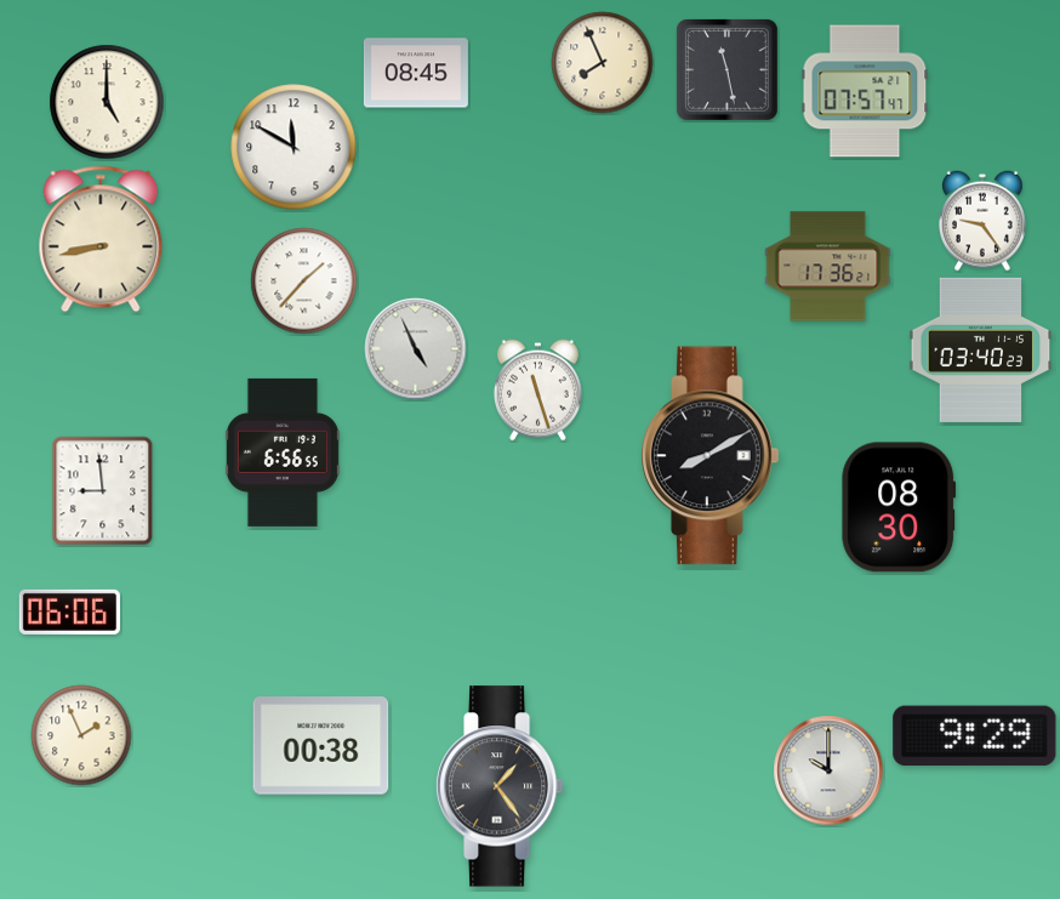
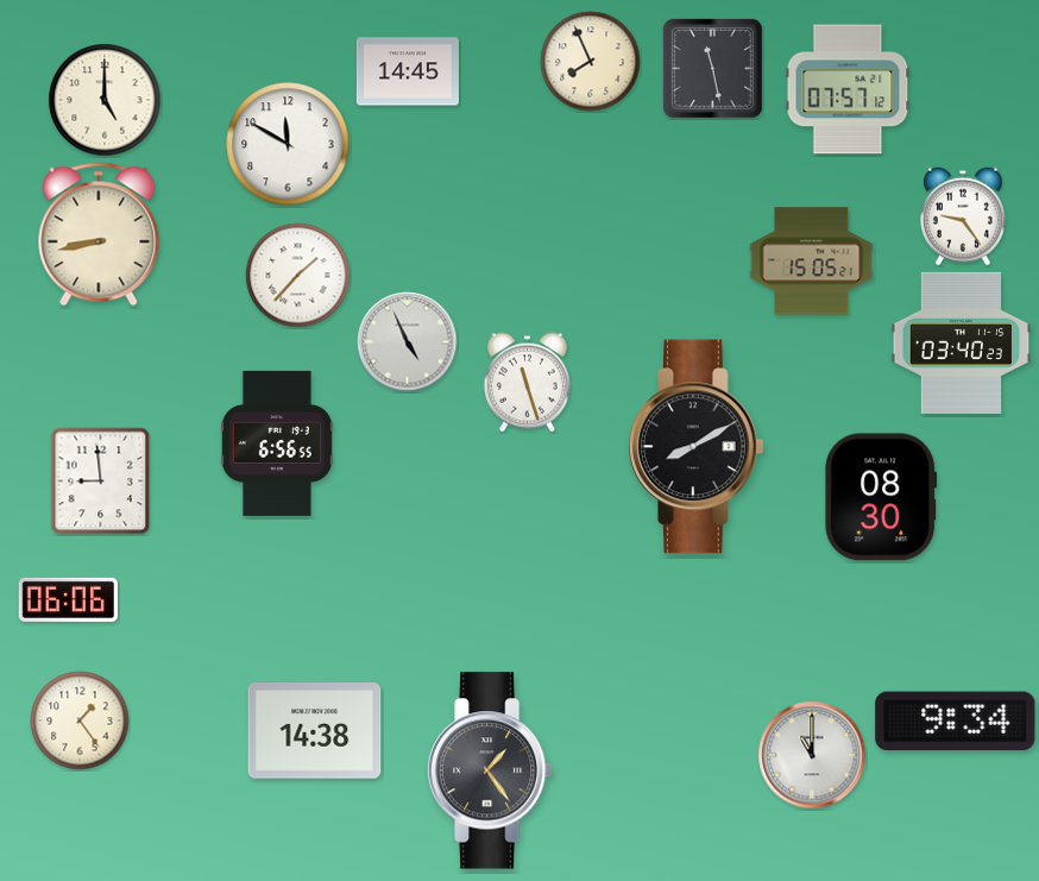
clock at (416, 73): 08:45 -> 14:45
clock at (865, 91): 07:57:47 -> 07:57:12
clock at (828, 267): 17:36 -> 15:05
clock at (81, 735): 1:56 -> 1:24
clock at (975, 736): 9:29 -> 9:34
clock at (321, 746): 00:38 -> 14:38
clock at (828, 770): 10:00 -> 11:00
